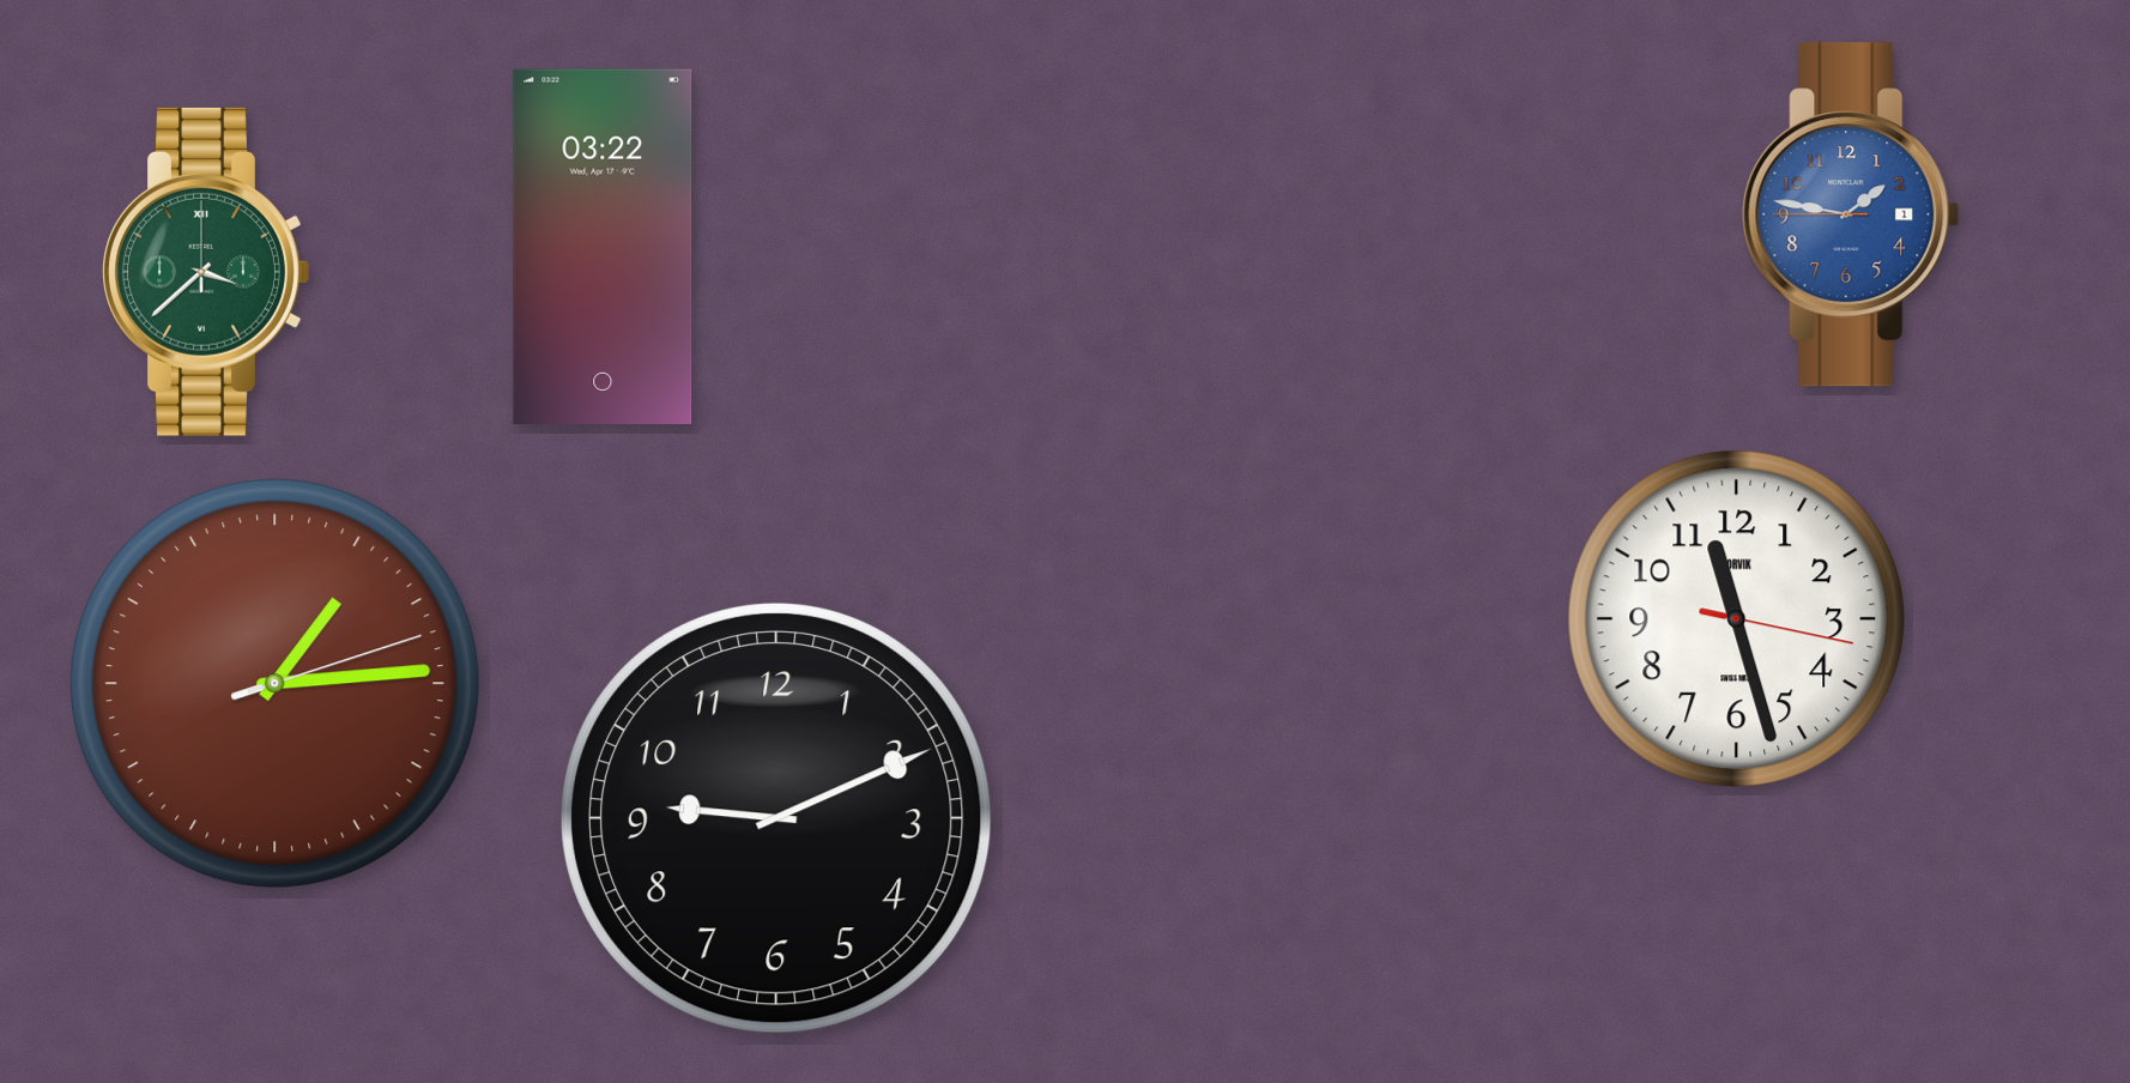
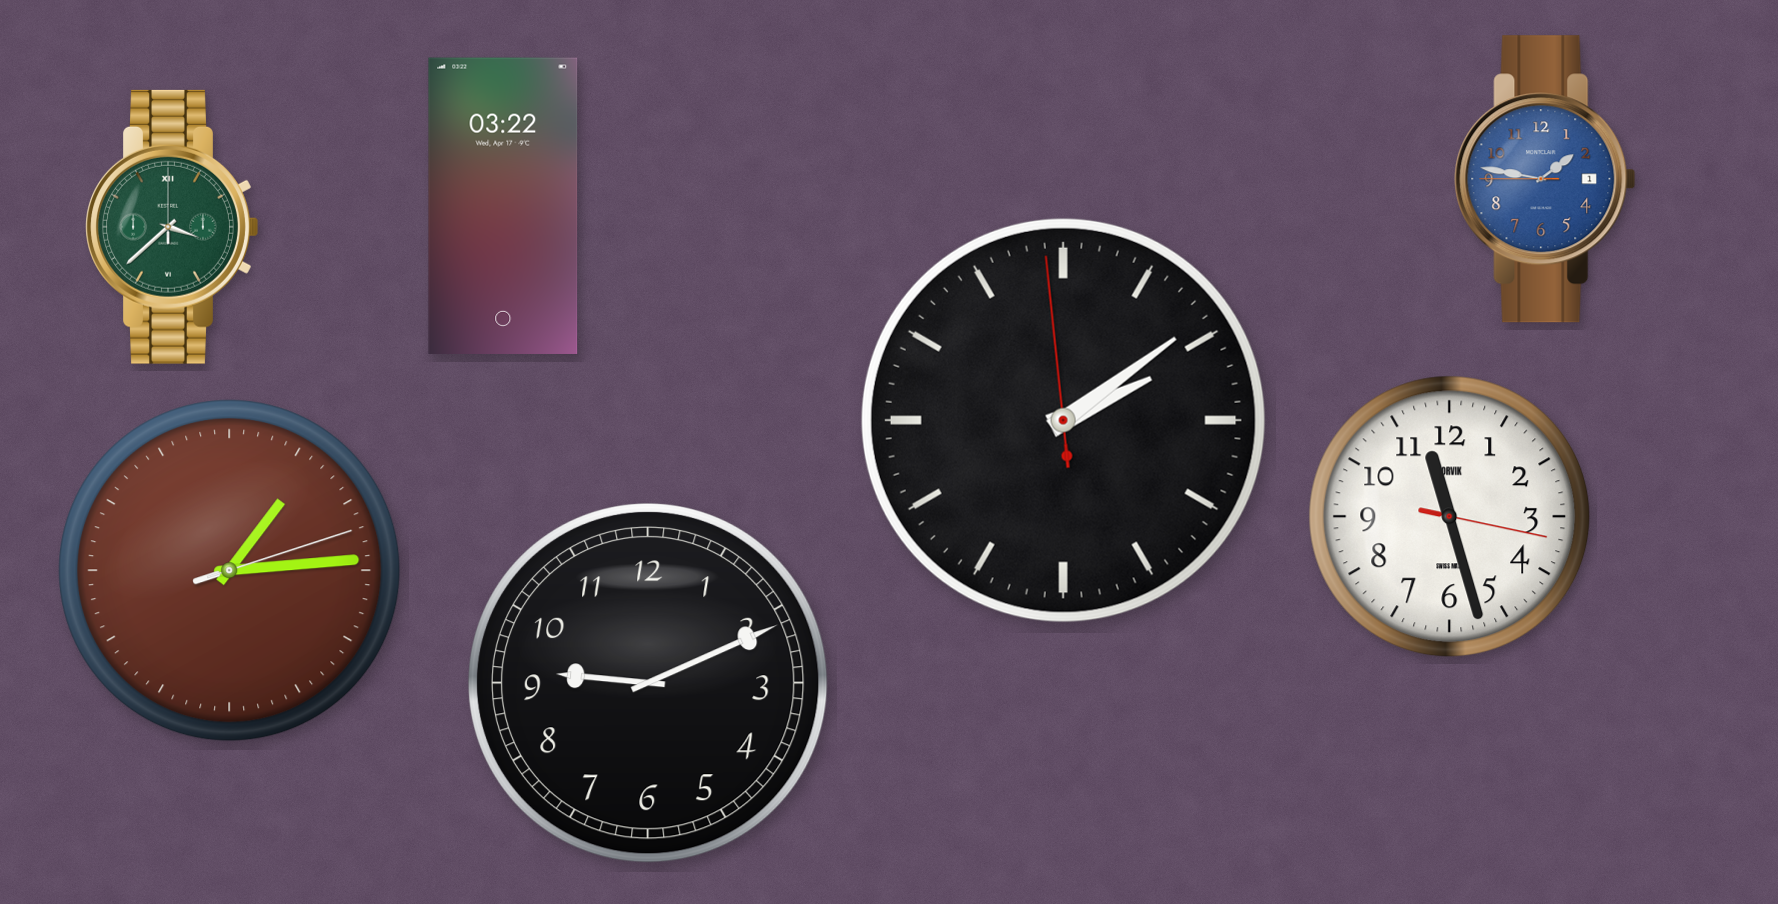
clock at (1063, 420): none -> 2:08
